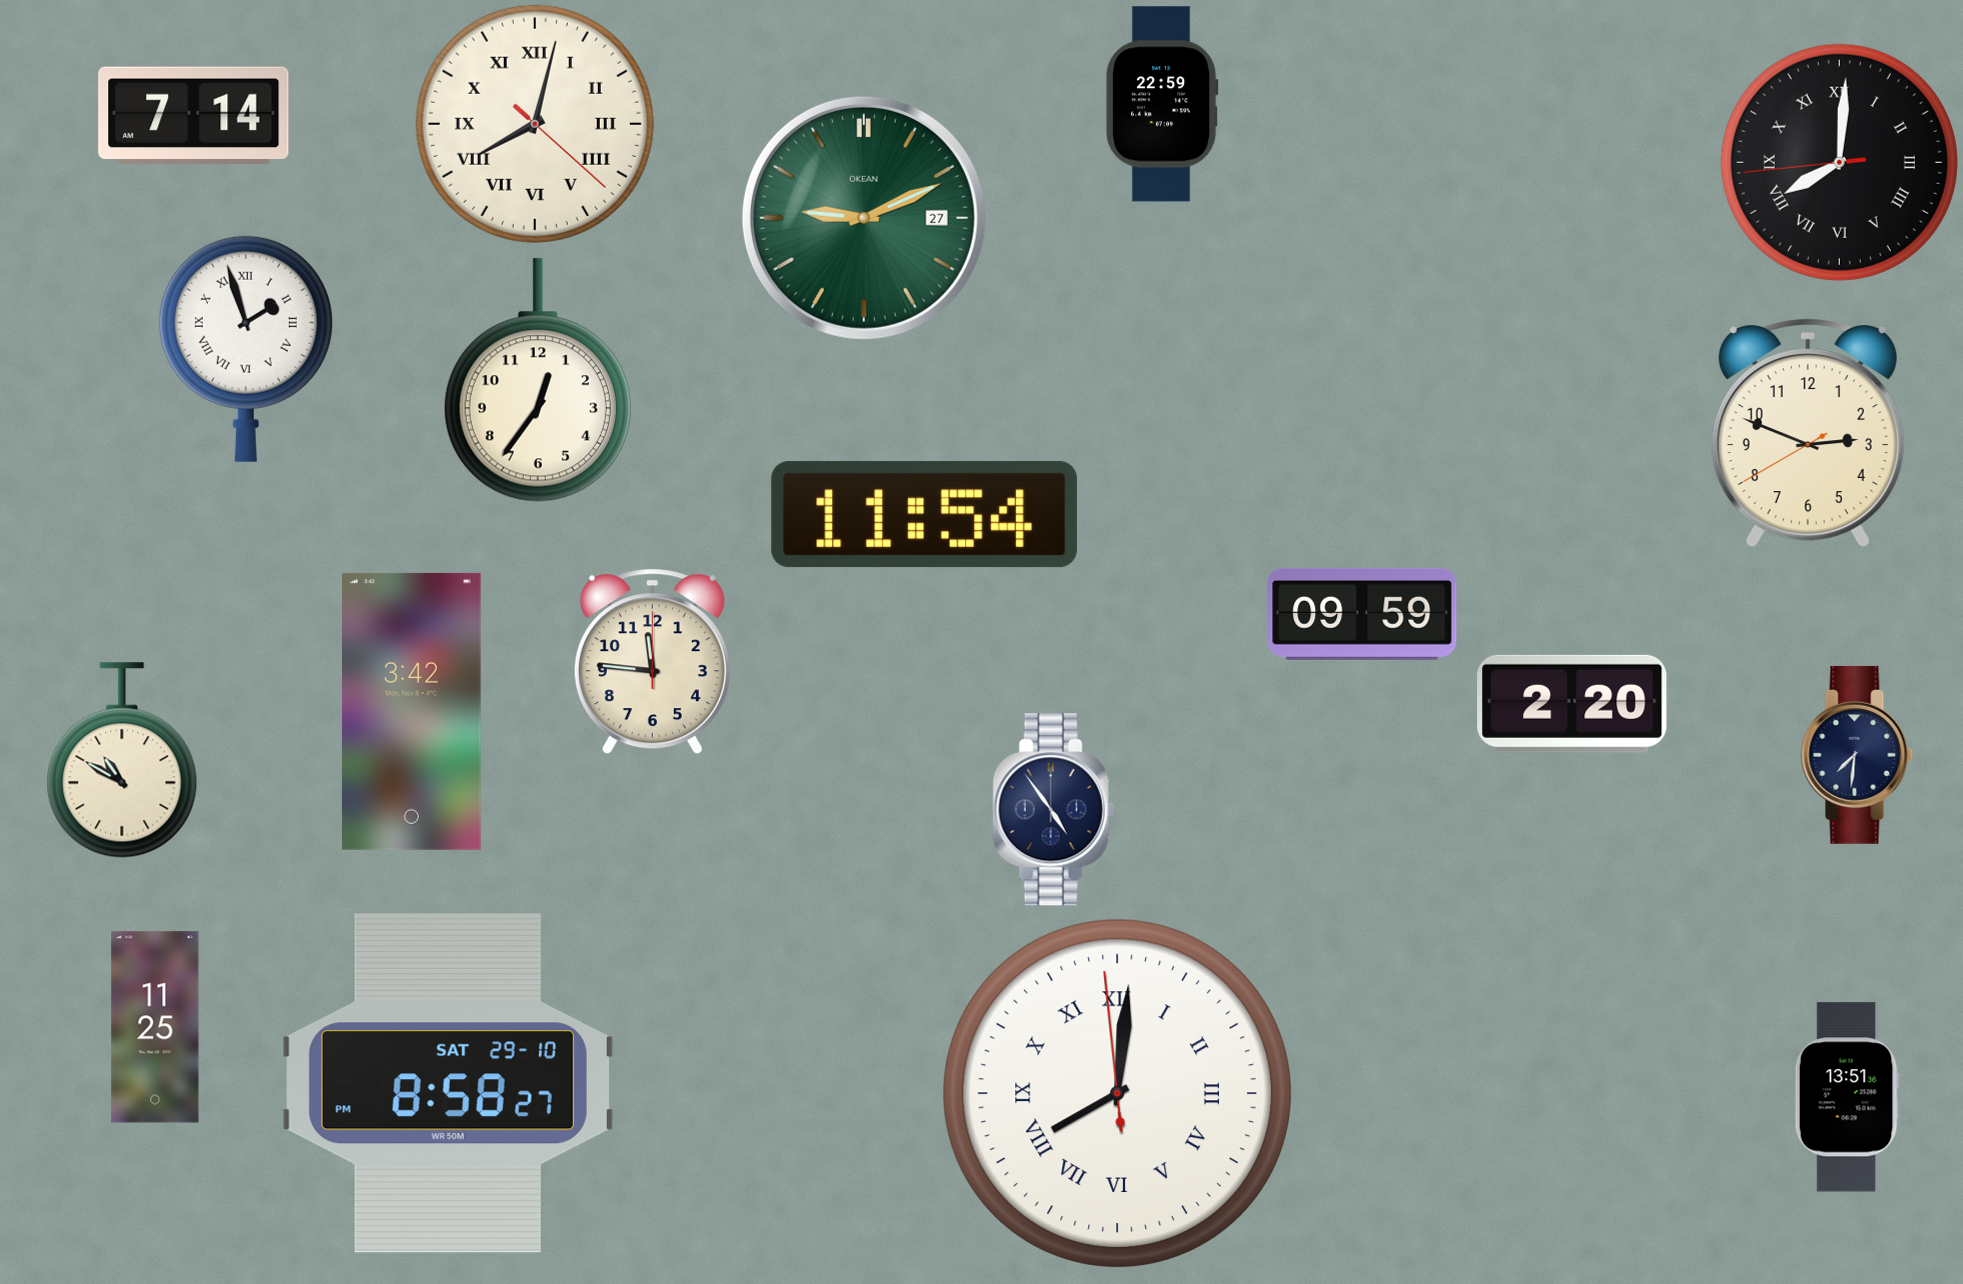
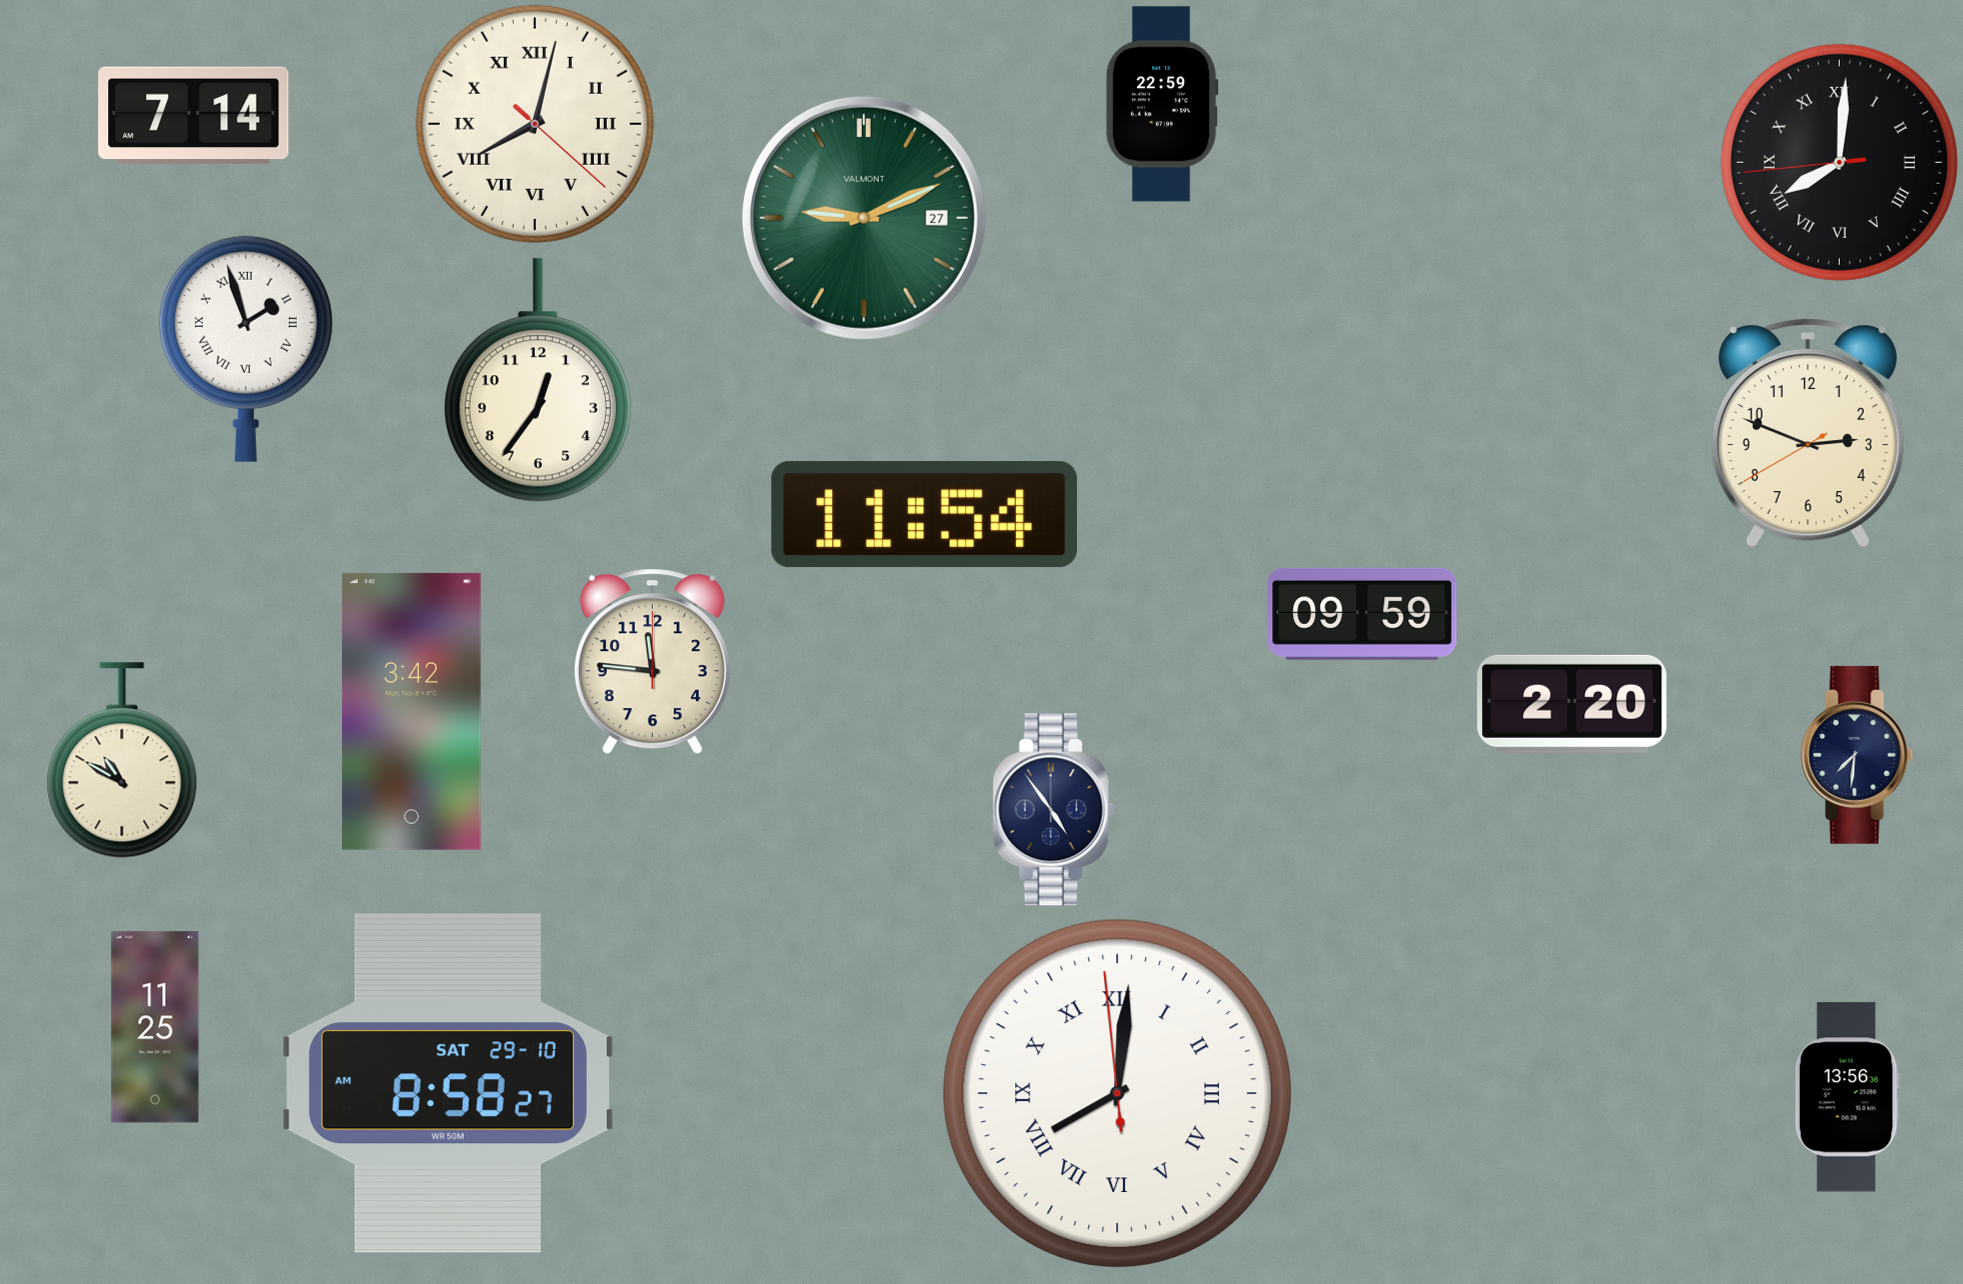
clock at (864, 218) brand: OKEAN -> VALMONT
clock at (448, 1083): 8:58:27 PM -> 8:58:27 AM
clock at (1847, 1097): 13:51 -> 13:56
